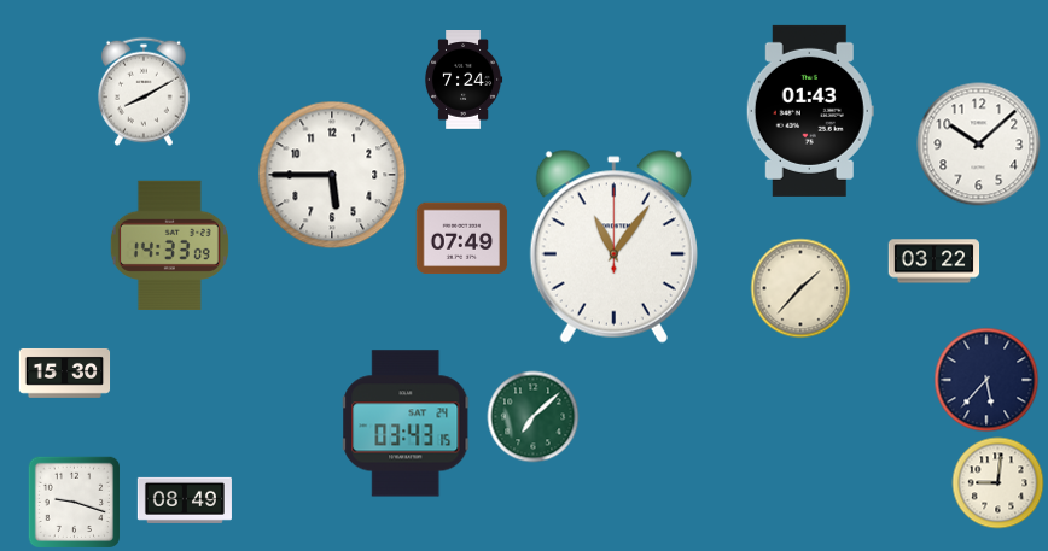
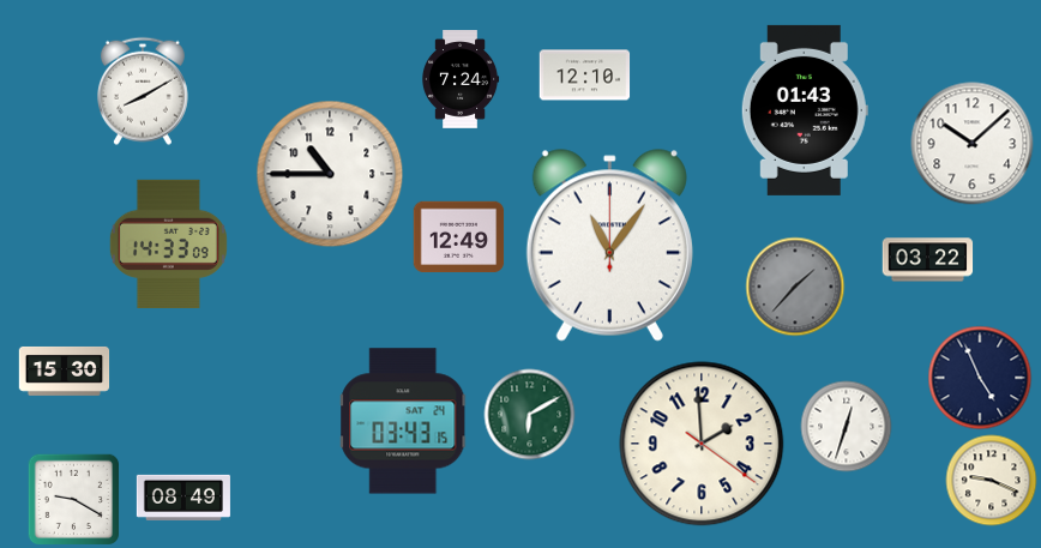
clock at (585, 76): none -> 12:10
clock at (332, 175): 5:45 -> 10:45
clock at (462, 239): 07:49 -> 12:49
clock at (800, 288) dial: cream -> grey
clock at (986, 380): 5:37 -> 4:56
clock at (534, 417): 7:08 -> 6:10
clock at (847, 427): none -> 12:33
clock at (702, 444): none -> 1:59
clock at (998, 483): 9:01 -> 9:19
clock at (74, 502): 9:18 -> 9:20
